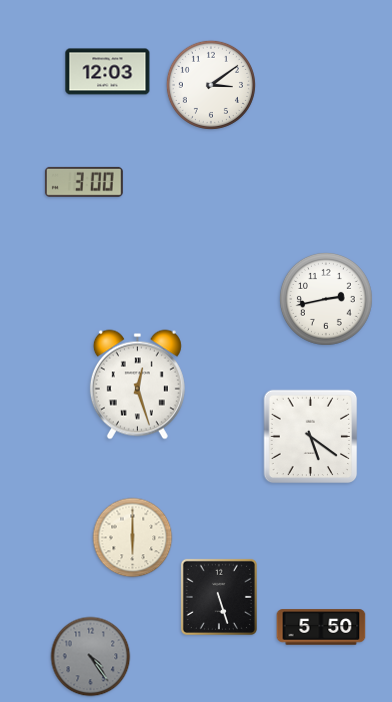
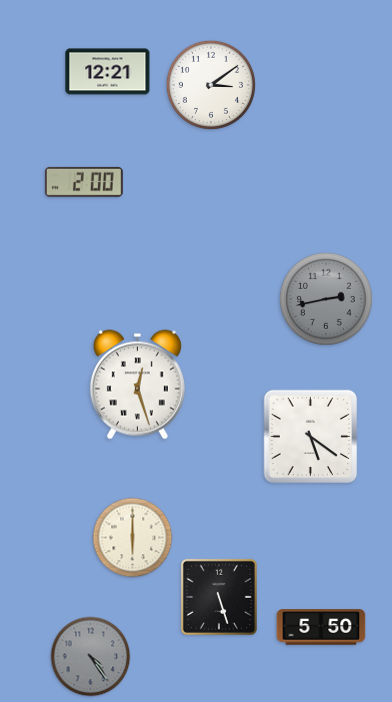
clock at (108, 72): 12:03 -> 12:21
clock at (84, 182): 3:00 -> 2:00
clock at (326, 299) dial: white -> grey
